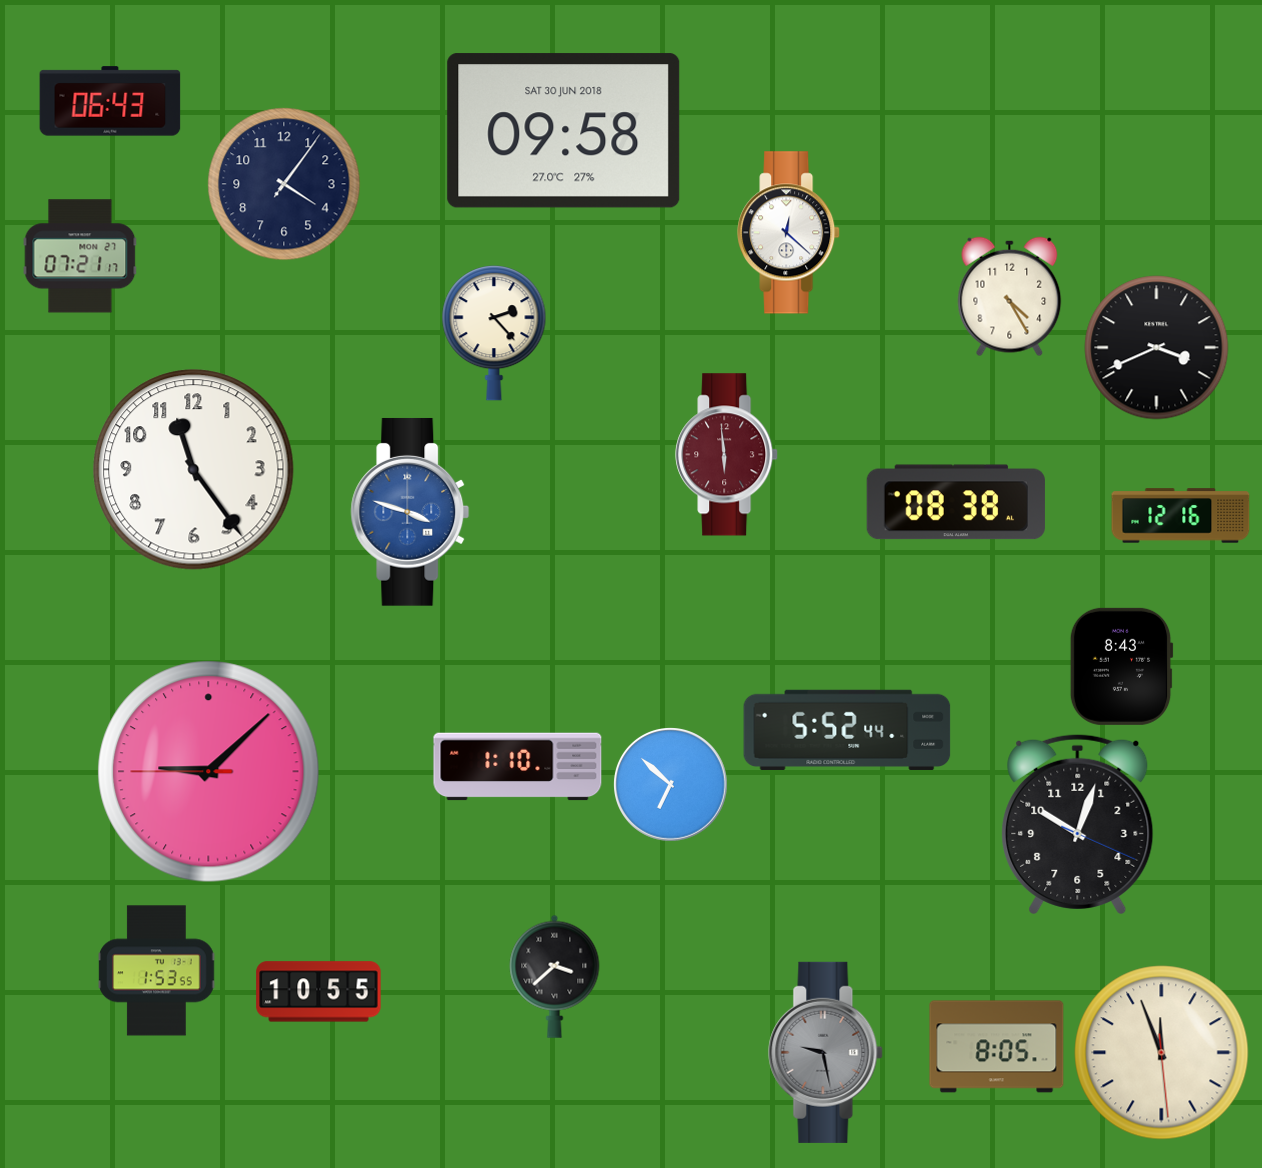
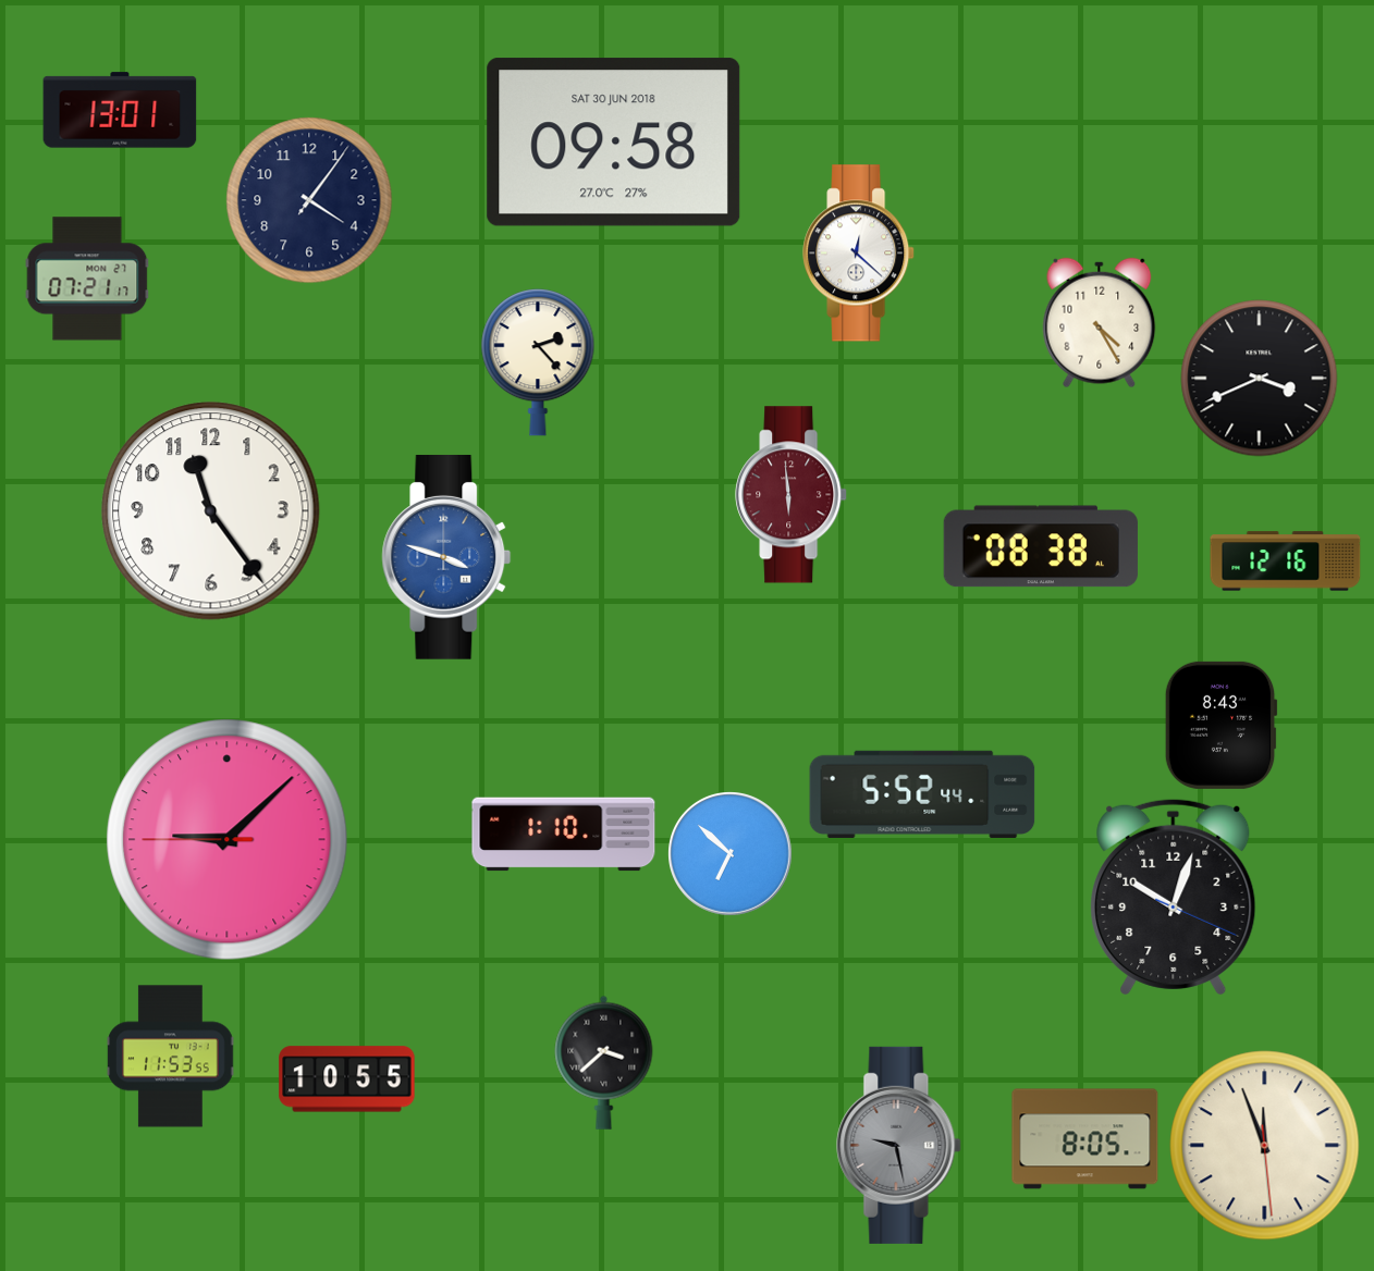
clock at (110, 101): 06:43 -> 13:01
clock at (157, 971): 1:53 -> 11:53
